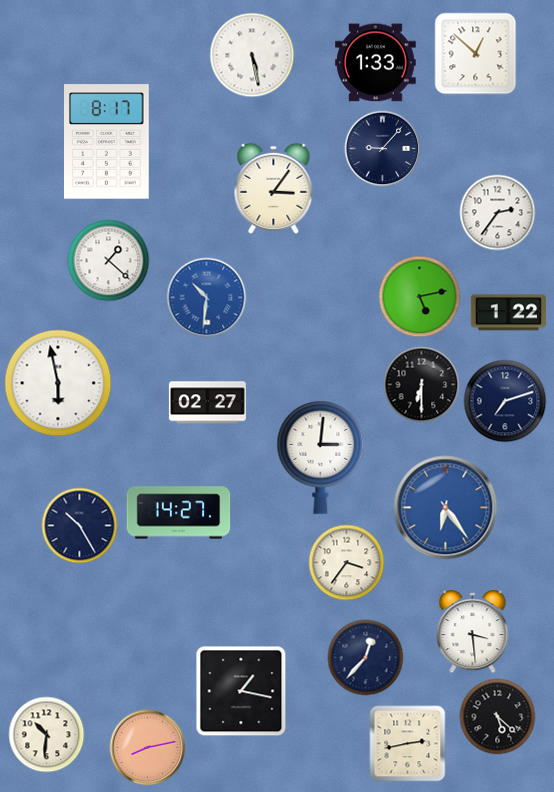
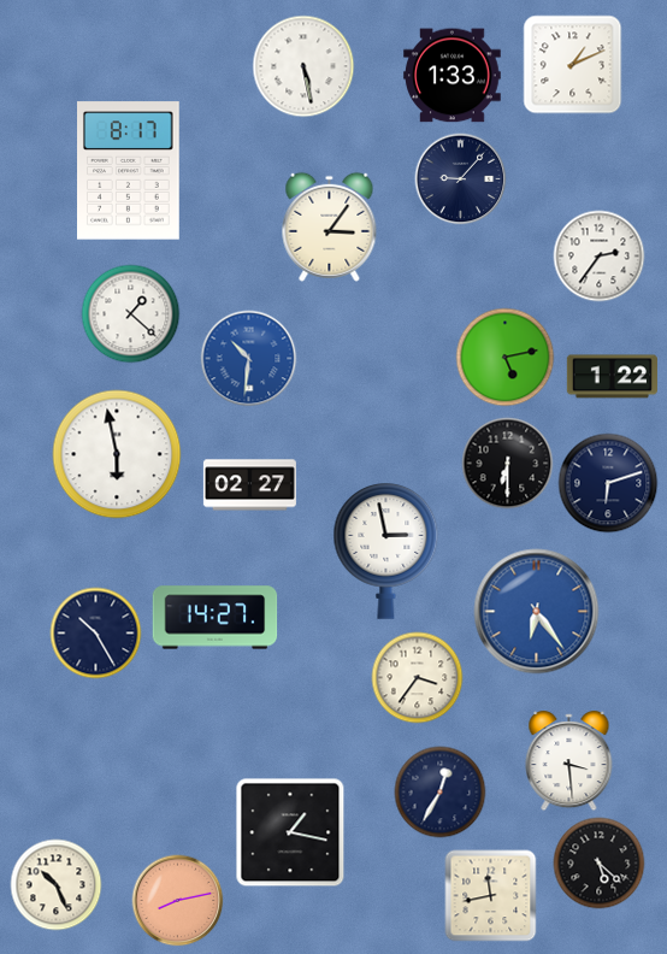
clock at (476, 54): 12:52 -> 1:11
clock at (58, 383) position: (58, 383) -> (117, 454)
clock at (505, 401): 7:12 -> 6:12
clock at (321, 458): 3:01 -> 2:58
clock at (366, 658): 12:37 -> 12:35
clock at (47, 735): 10:31 -> 10:26
clock at (408, 744): 2:43 -> 11:43
